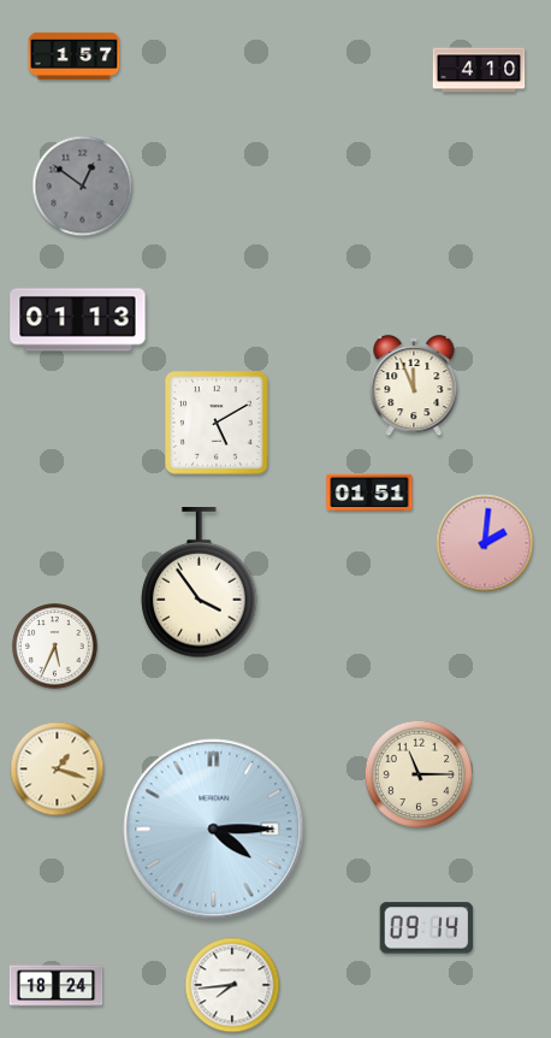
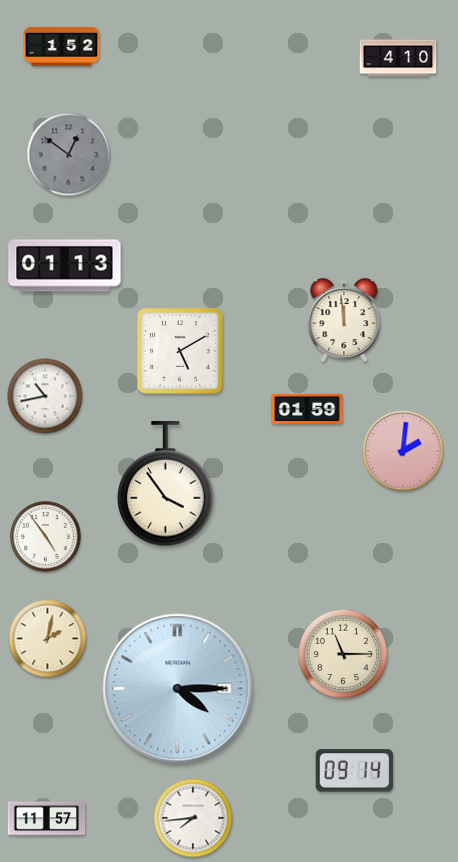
clock at (75, 55): 1:57 -> 1:52
clock at (414, 385): 11:56 -> 11:59
clock at (45, 396): none -> 10:43
clock at (369, 493): 01:51 -> 01:59
clock at (55, 647): 5:34 -> 4:54
clock at (58, 769): 1:18 -> 2:02
clock at (419, 774) position: (419, 774) -> (343, 654)
clock at (57, 986): 18:24 -> 11:57
